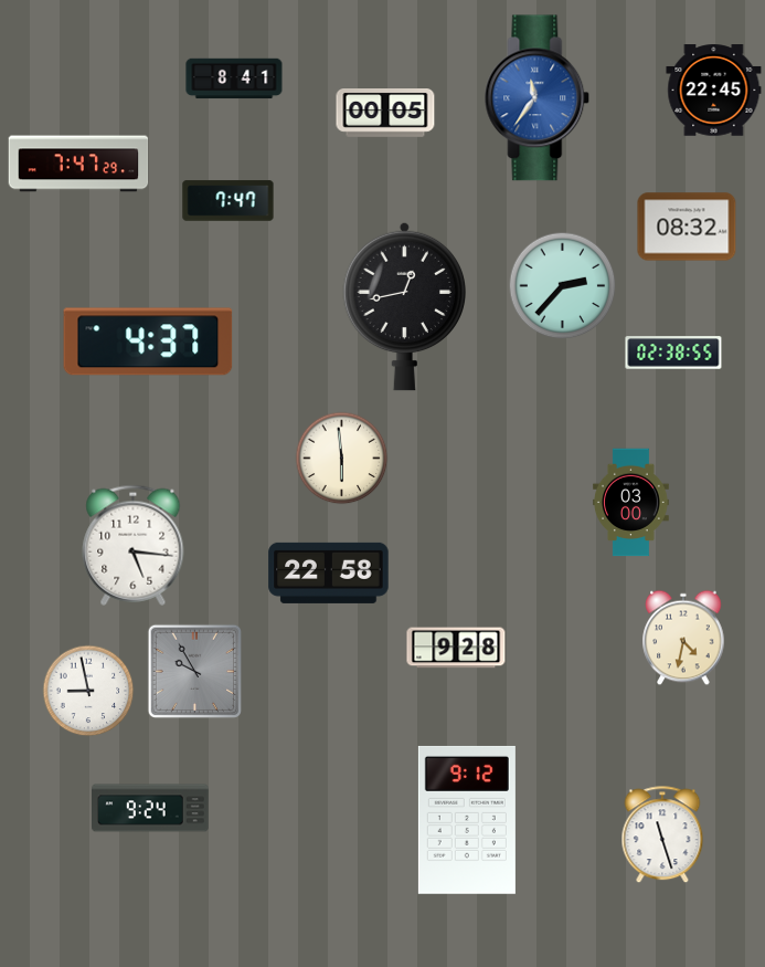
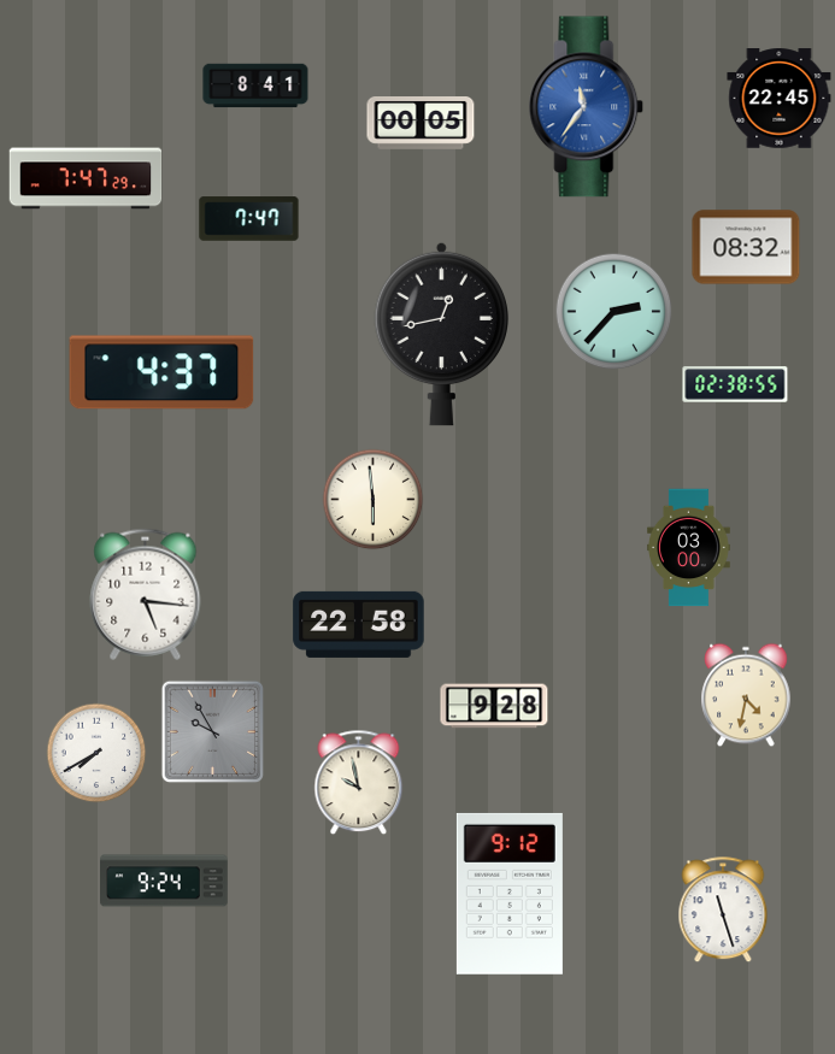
clock at (687, 227) position: (687, 227) -> (746, 247)
clock at (456, 648) position: (456, 648) -> (494, 706)
clock at (88, 691): 8:58 -> 7:40
clock at (359, 783): none -> 9:58
